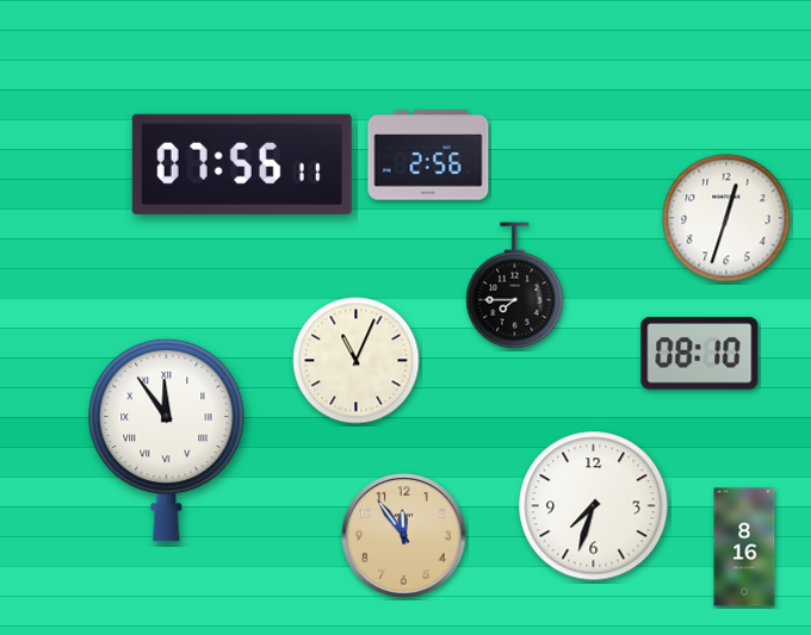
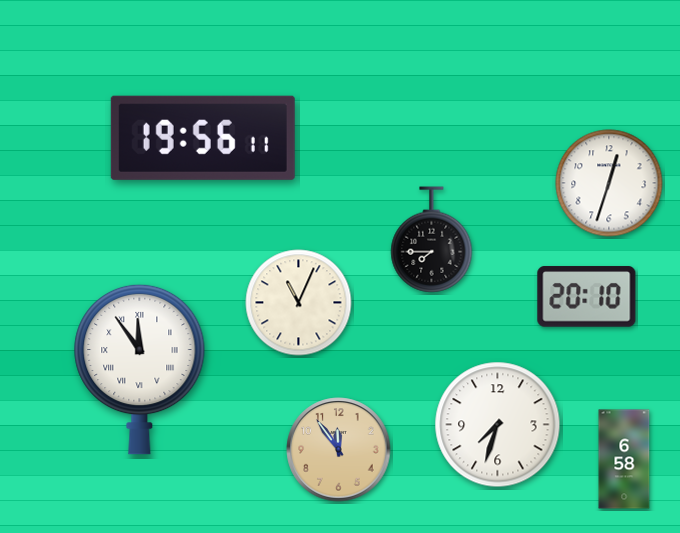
clock at (428, 155): 2:56 -> none
clock at (242, 164): 07:56 -> 19:56
clock at (700, 354): 08:10 -> 20:10
clock at (744, 547): 8:16 -> 6:58
